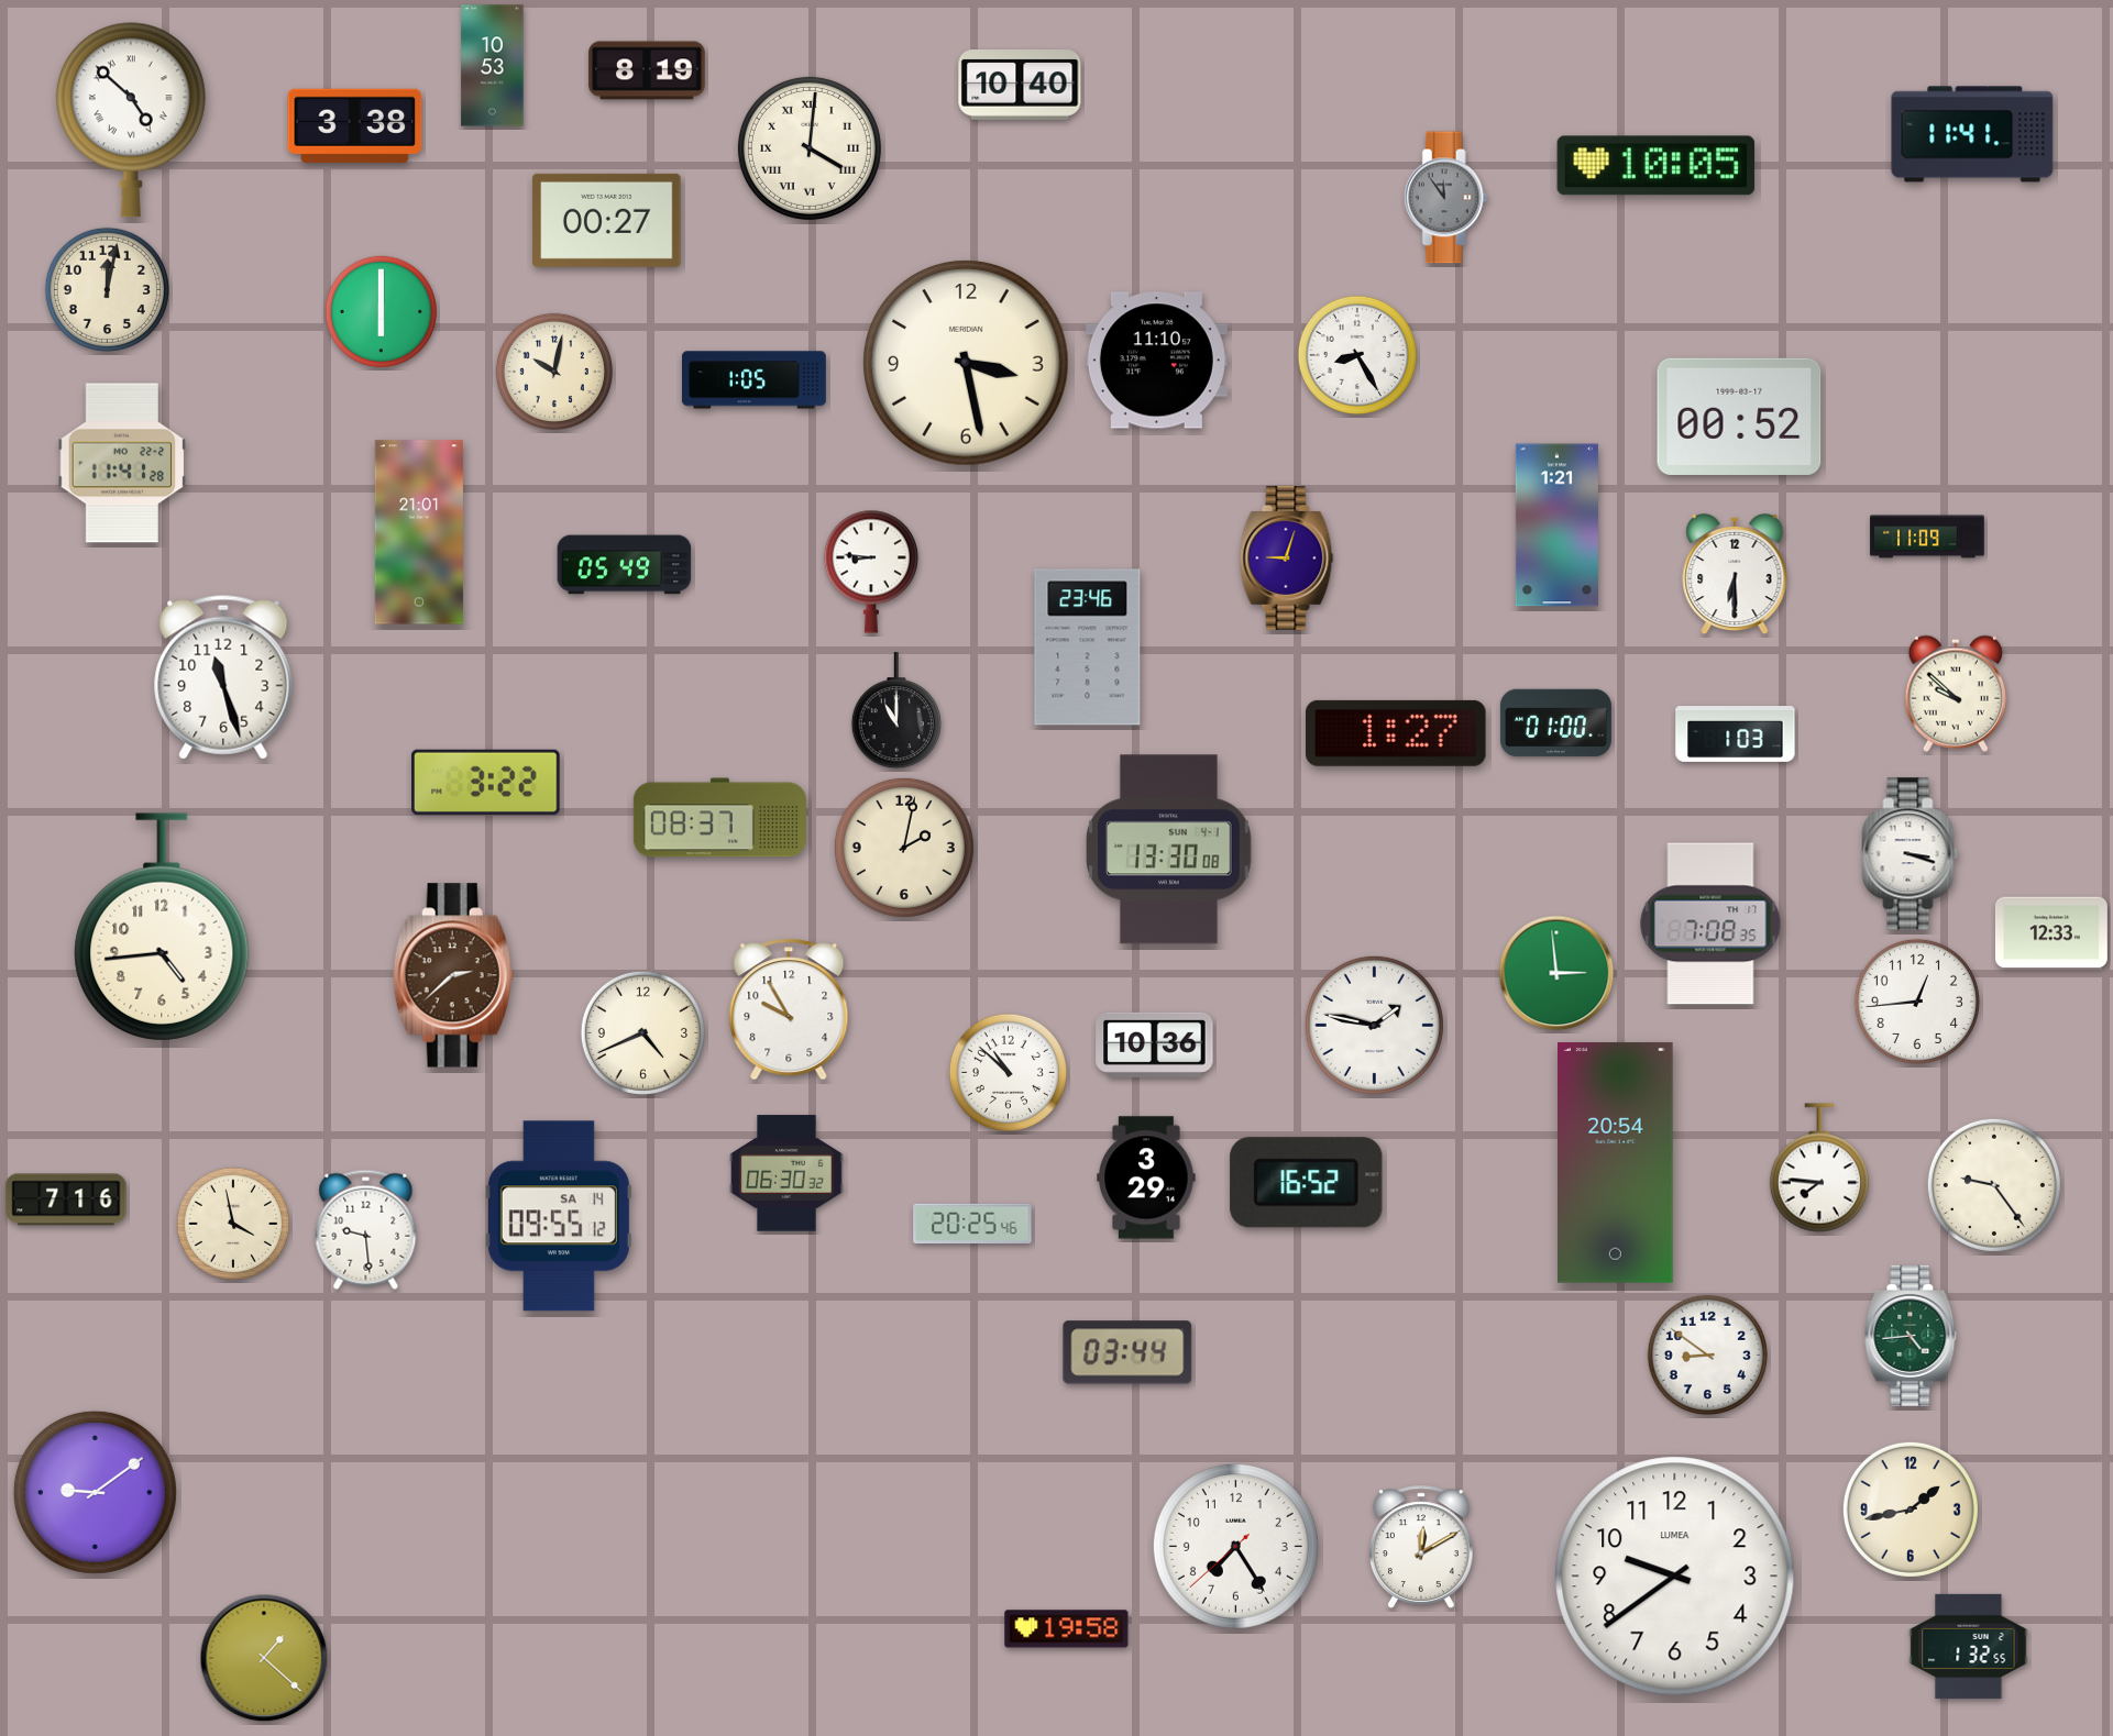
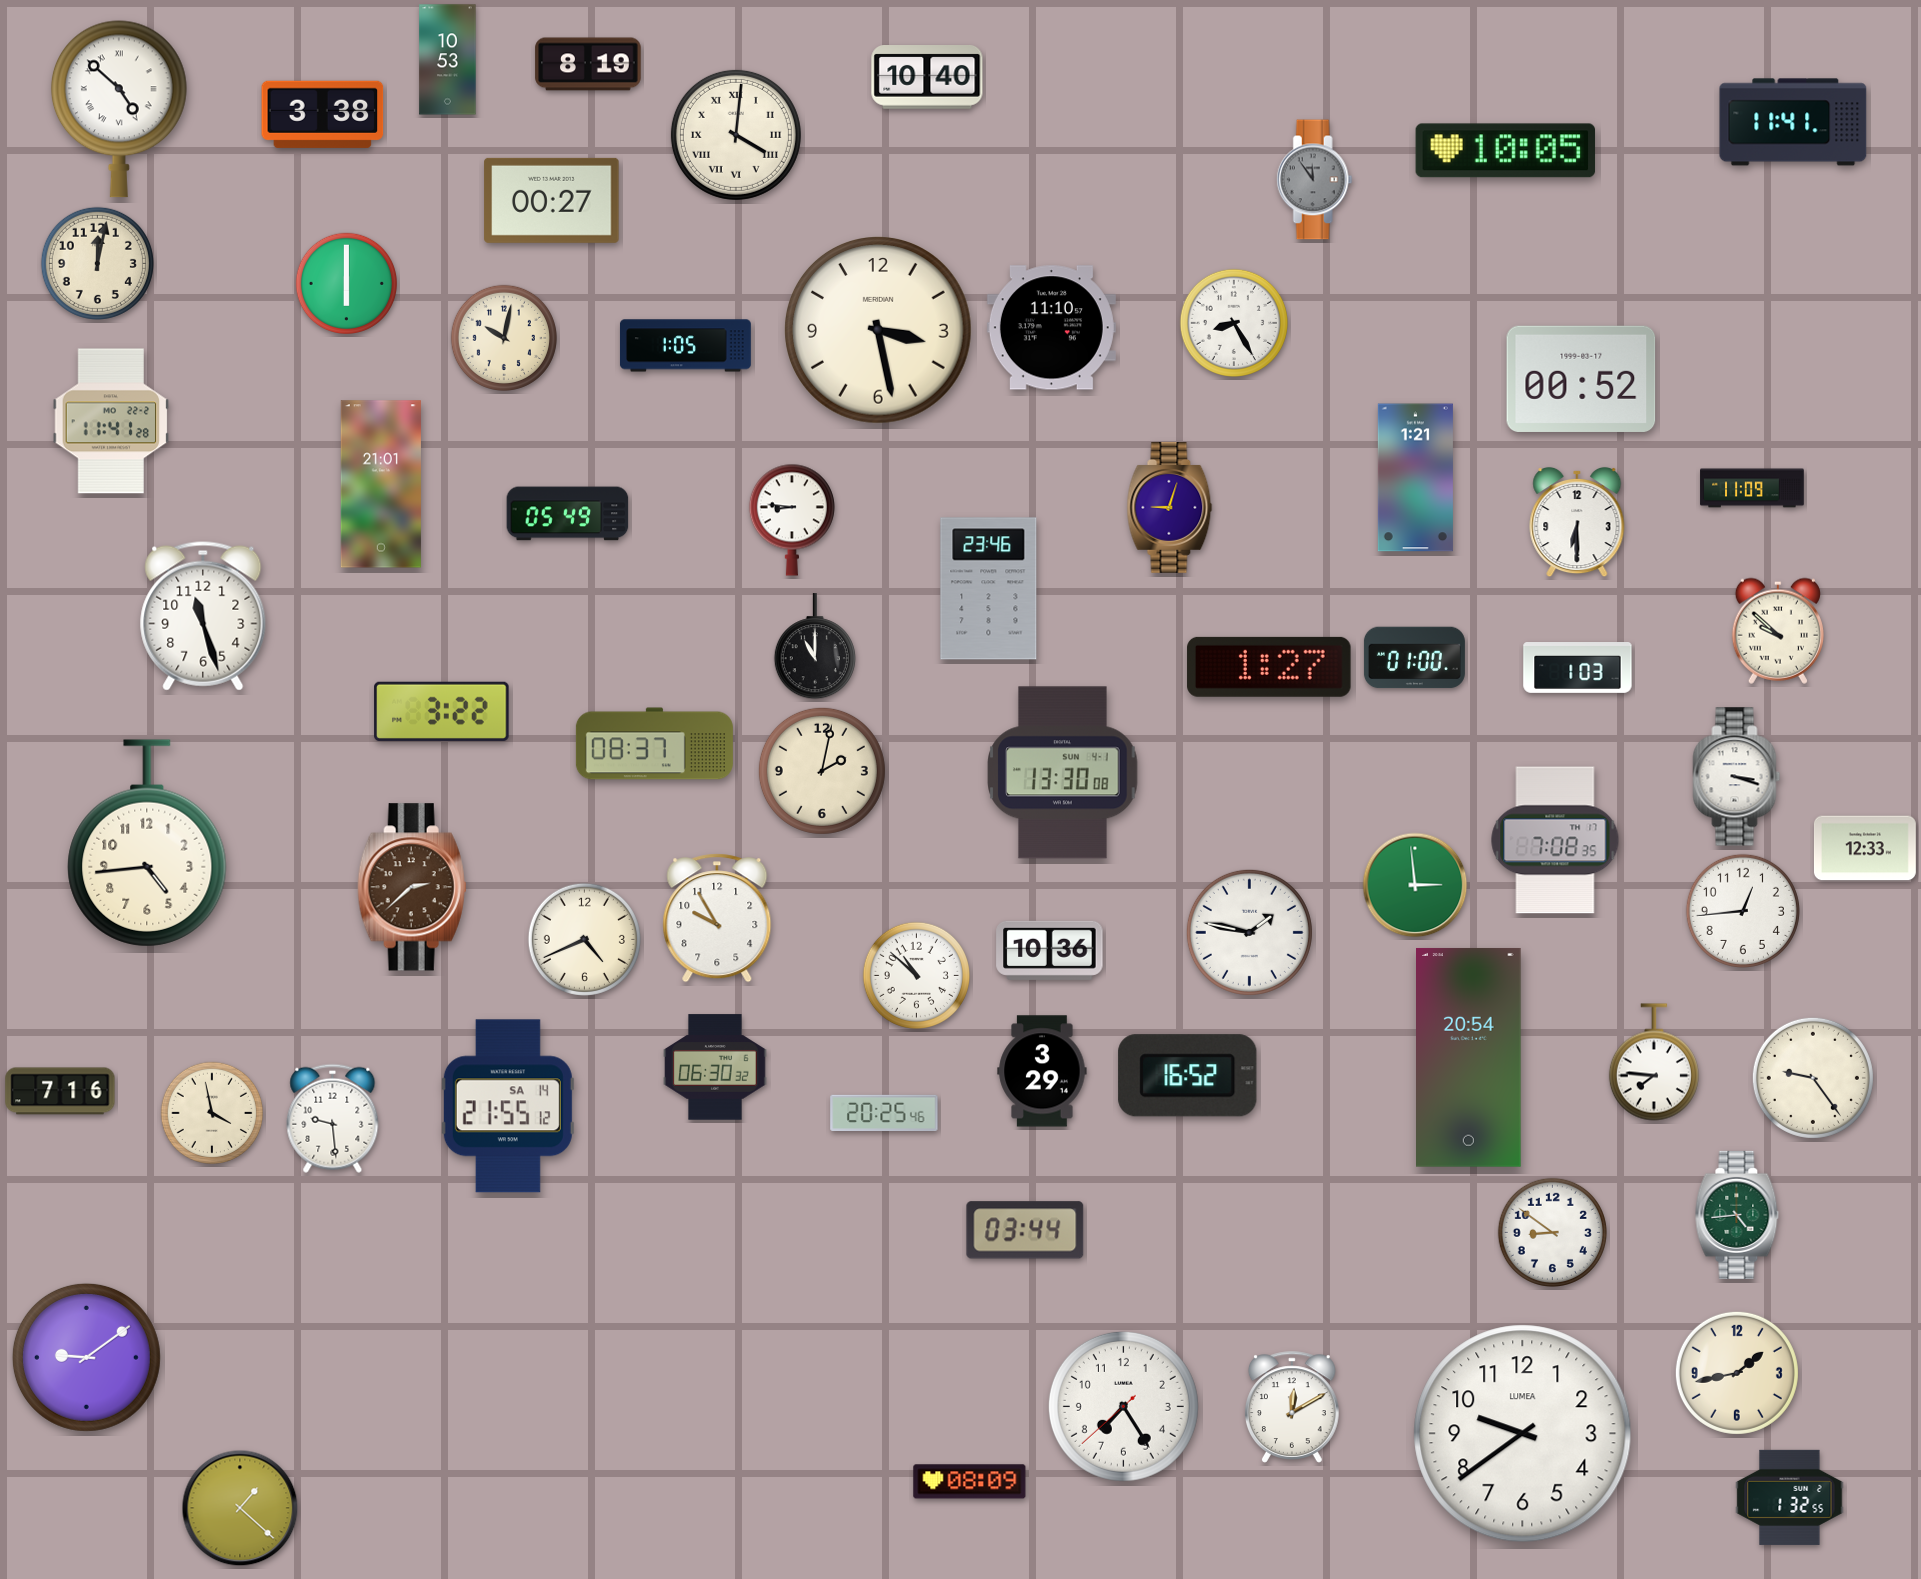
clock at (559, 1216): 09:55 -> 21:55
clock at (1067, 1629): 19:58 -> 08:09
